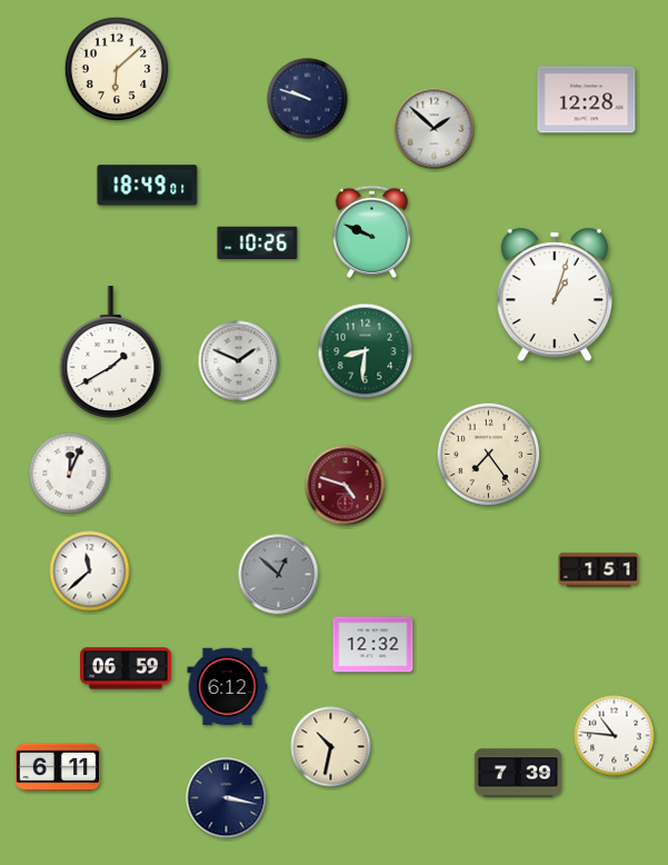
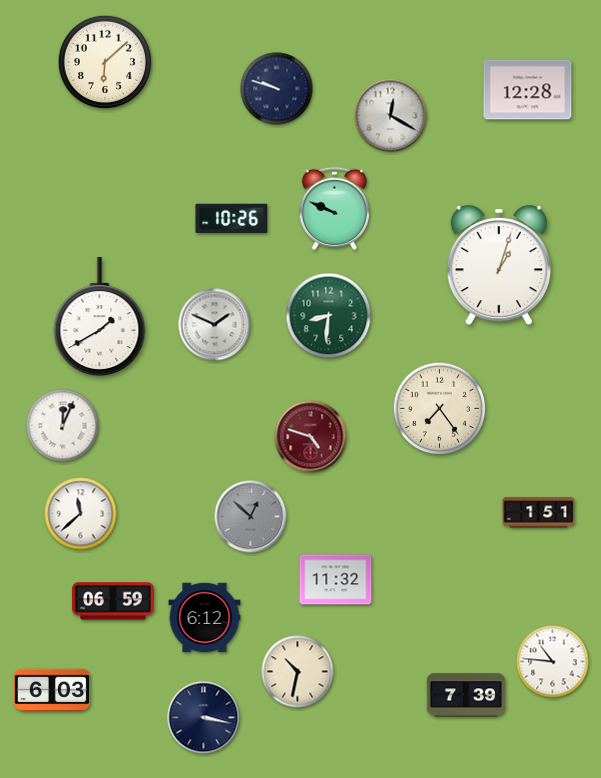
clock at (435, 129): 1:52 -> 12:20
clock at (148, 186): 18:49 -> none
clock at (373, 645): 12:32 -> 11:32
clock at (58, 767): 6:11 -> 6:03
